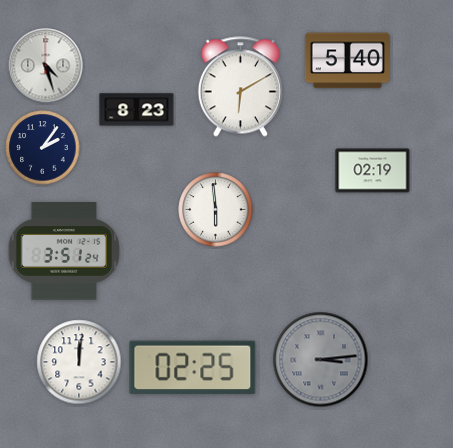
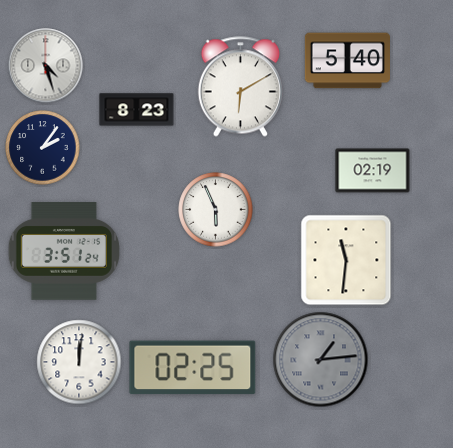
clock at (216, 210): 5:59 -> 5:56
clock at (346, 260): none -> 11:31
clock at (321, 360): 3:14 -> 1:14
